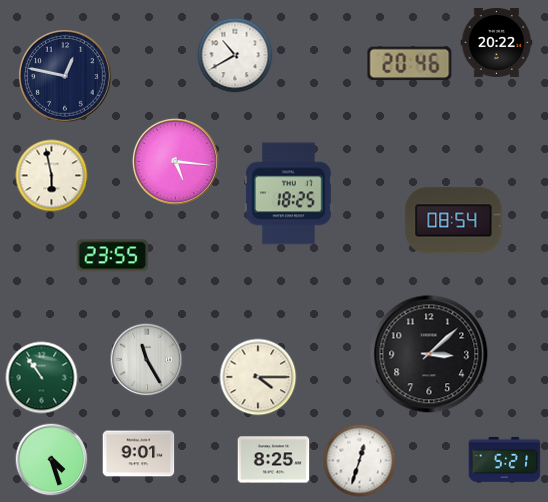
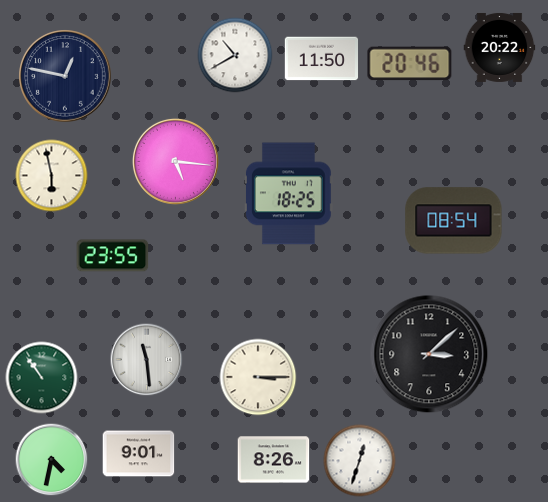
clock at (497, 42) position: (497, 42) -> (500, 47)
clock at (322, 59): none -> 11:50
clock at (147, 360): 11:25 -> 11:29
clock at (258, 377): 4:15 -> 3:15
clock at (505, 459): 5:21 -> none
clock at (52, 460): 4:27 -> 4:32
clock at (274, 460): 8:25 -> 8:26
